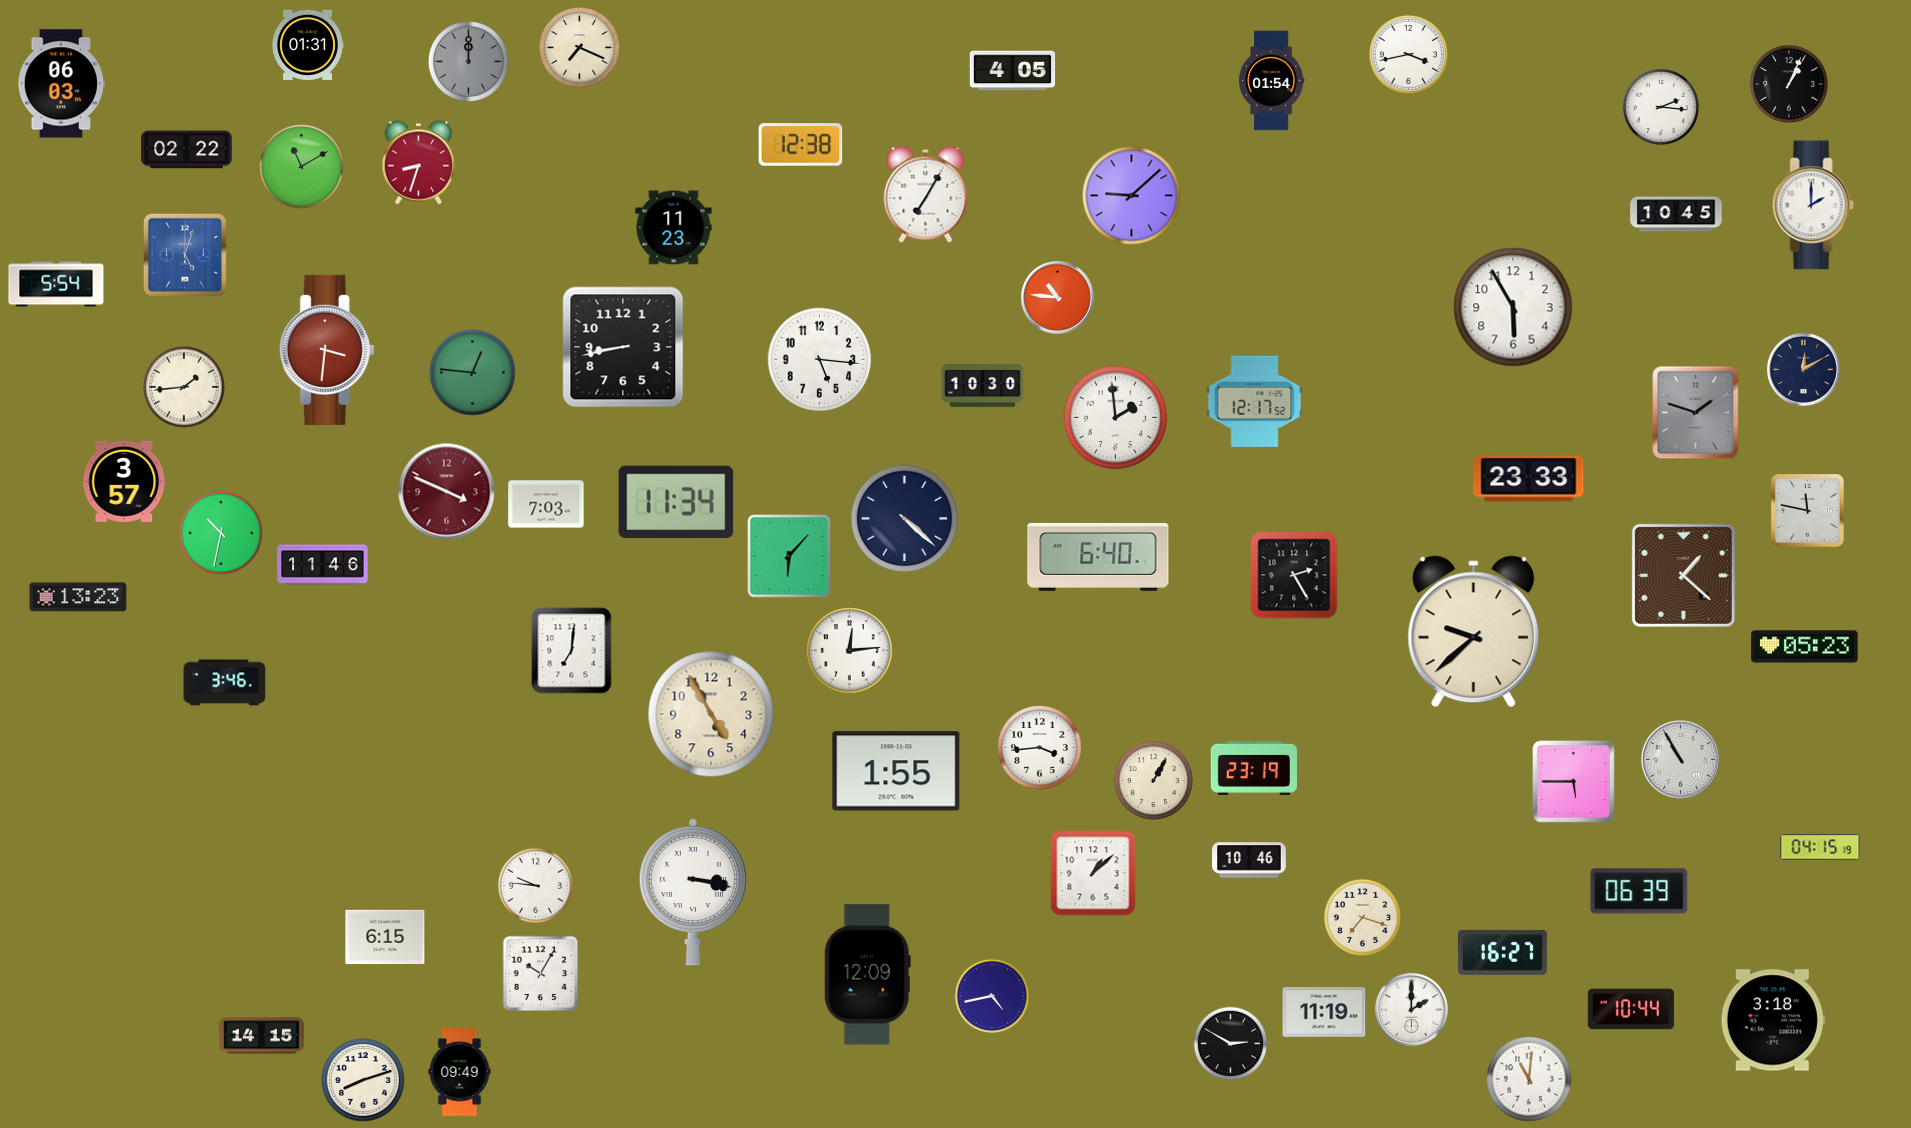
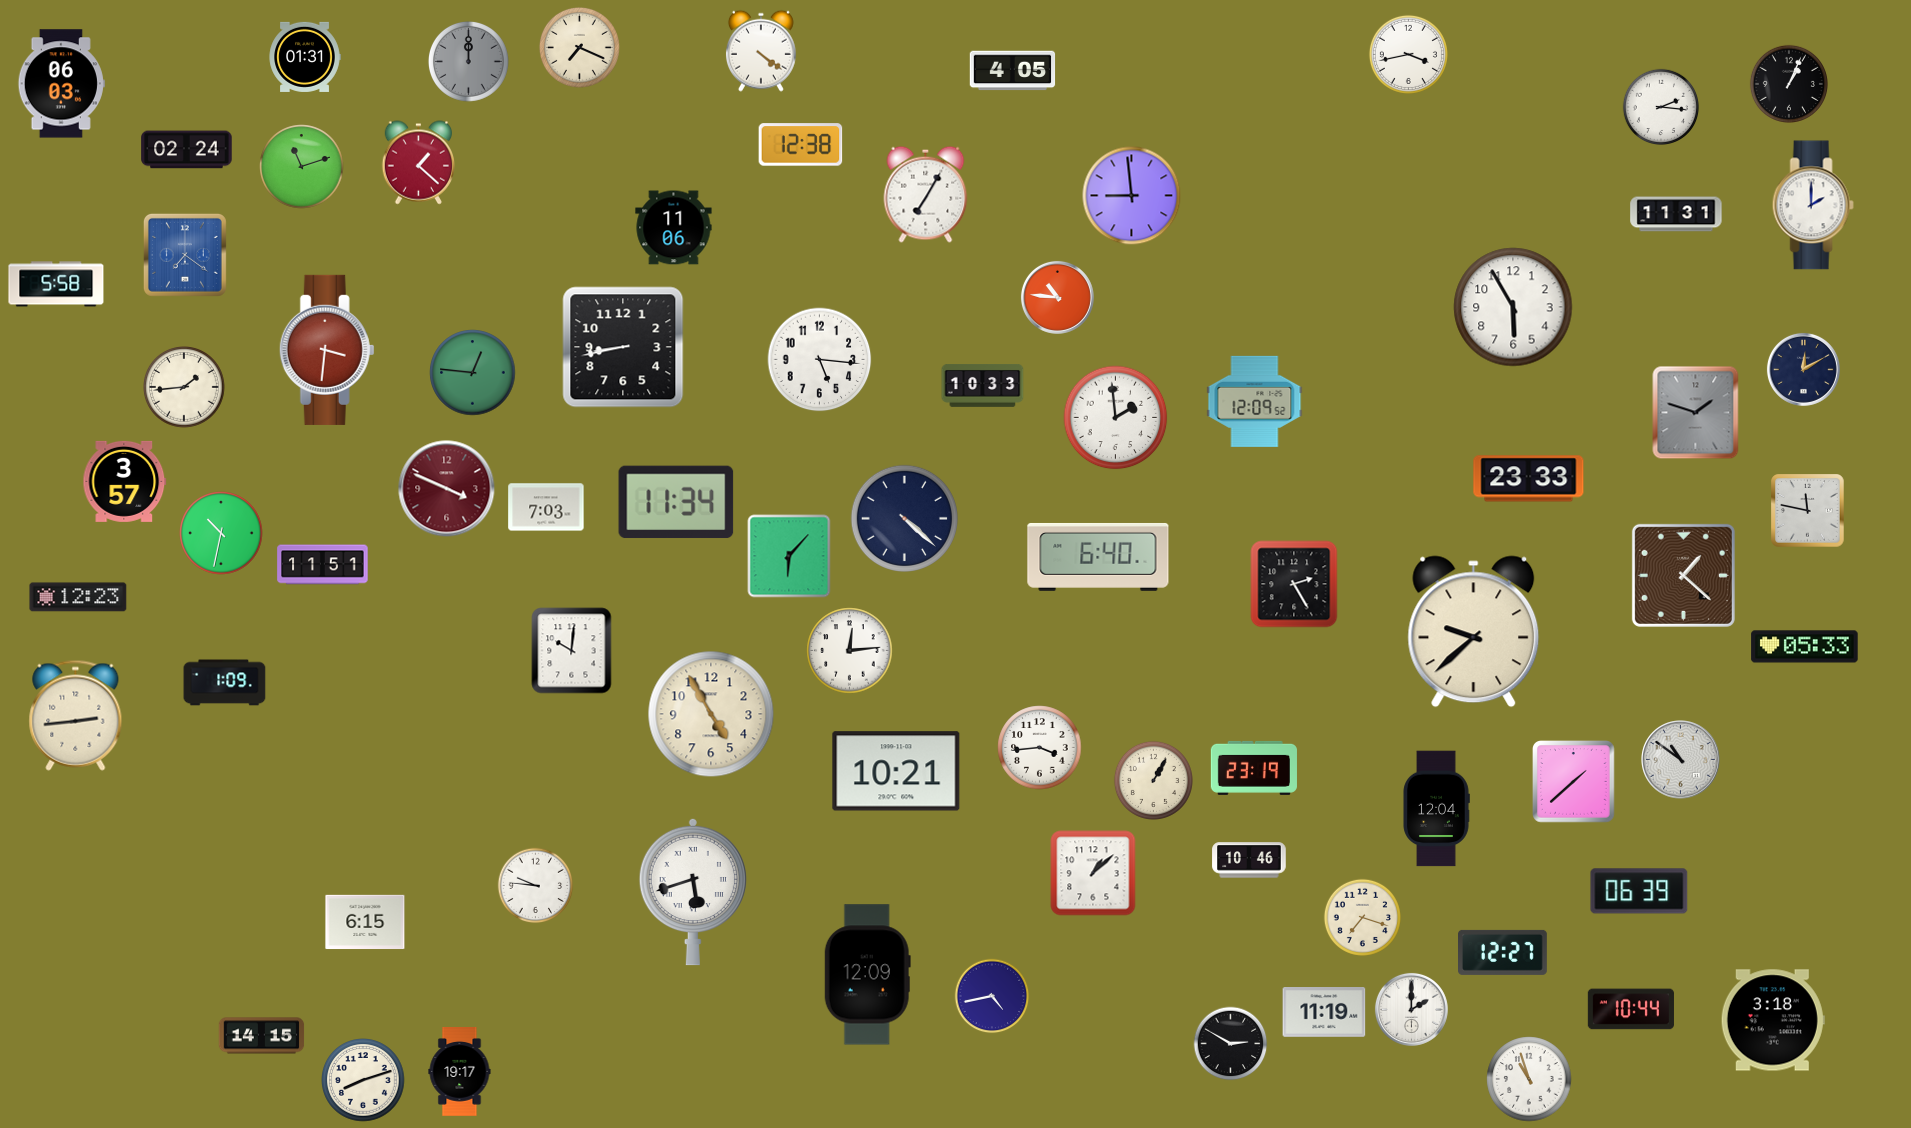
clock at (308, 45) position: (308, 45) -> (305, 57)
clock at (761, 51): none -> 4:21
clock at (1271, 81): 01:54 -> none
clock at (187, 150): 02:22 -> 02:24
clock at (418, 163): 8:33 -> 1:22
clock at (302, 167): 11:10 -> 11:12
clock at (1132, 196): 9:08 -> 8:59
clock at (1676, 214): 10:45 -> 11:31
clock at (674, 228): 11:23 -> 11:06
clock at (185, 255): 5:03 -> 7:21
clock at (56, 284): 5:54 -> 5:58
clock at (983, 386): 10:30 -> 10:33
clock at (1255, 401): 12:17 -> 12:09
clock at (447, 492) position: (447, 492) -> (447, 489)
clock at (546, 504) position: (546, 504) -> (546, 507)
clock at (323, 565): 11:46 -> 11:51
clock at (1294, 575) position: (1294, 575) -> (1294, 584)
clock at (78, 597): 13:23 -> 12:23
clock at (1805, 647): 05:23 -> 05:33
clock at (572, 651): 7:01 -> 10:01
clock at (225, 683): 3:46 -> 1:09
clock at (76, 715): none -> 2:44
clock at (1681, 760): 10:55 -> 10:51
clock at (896, 771): 1:55 -> 10:21
clock at (1574, 782): 5:45 -> 1:38
clock at (1436, 809): none -> 12:04
clock at (1820, 847): 04:15 -> none
clock at (693, 892): 3:17 -> 5:42
clock at (385, 937) position: (385, 937) -> (365, 922)
clock at (1503, 952): 16:27 -> 12:27
clock at (541, 974): 10:05 -> none
clock at (460, 1072): 09:49 -> 19:17
clock at (1529, 1079): 11:01 -> 10:57
